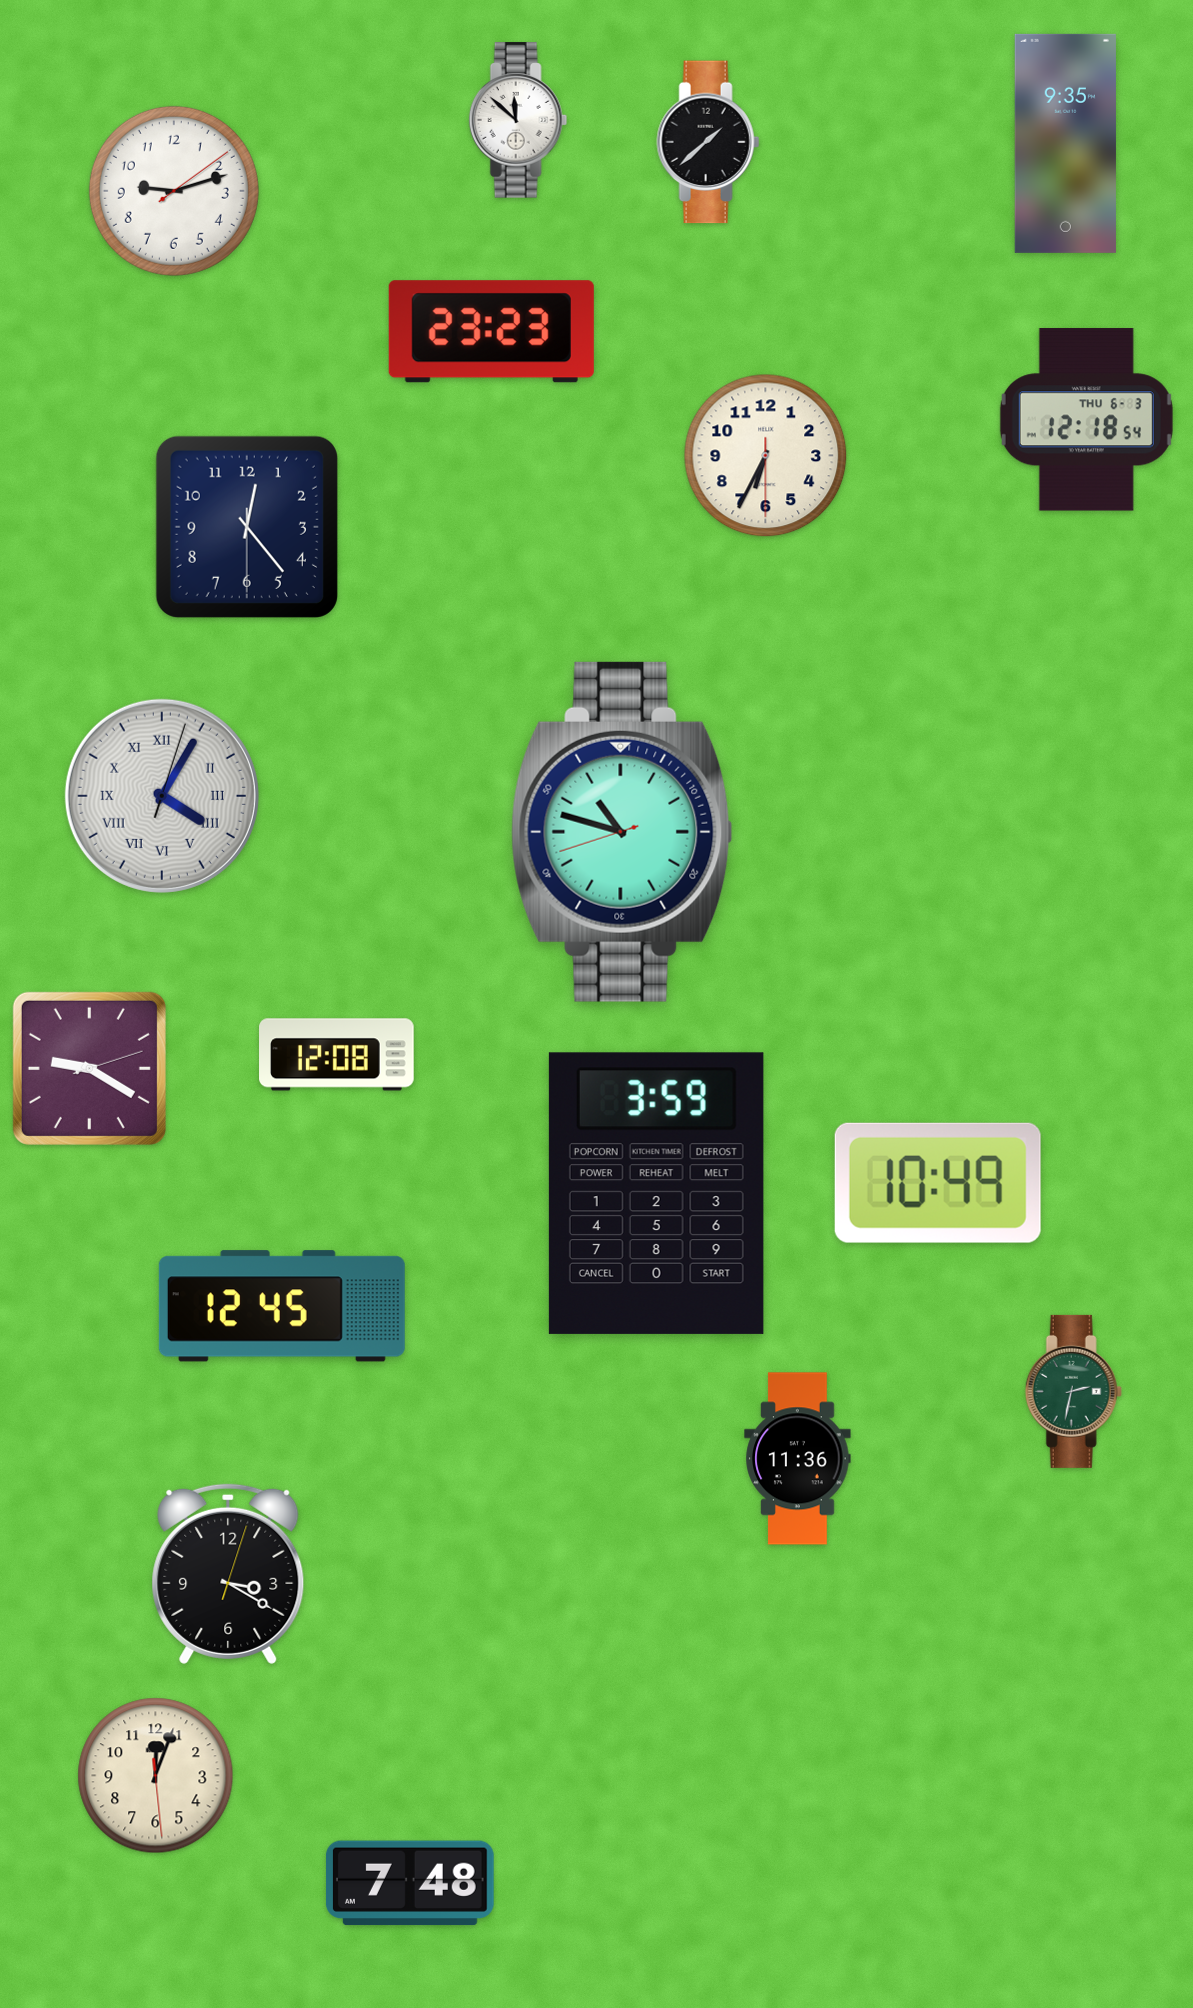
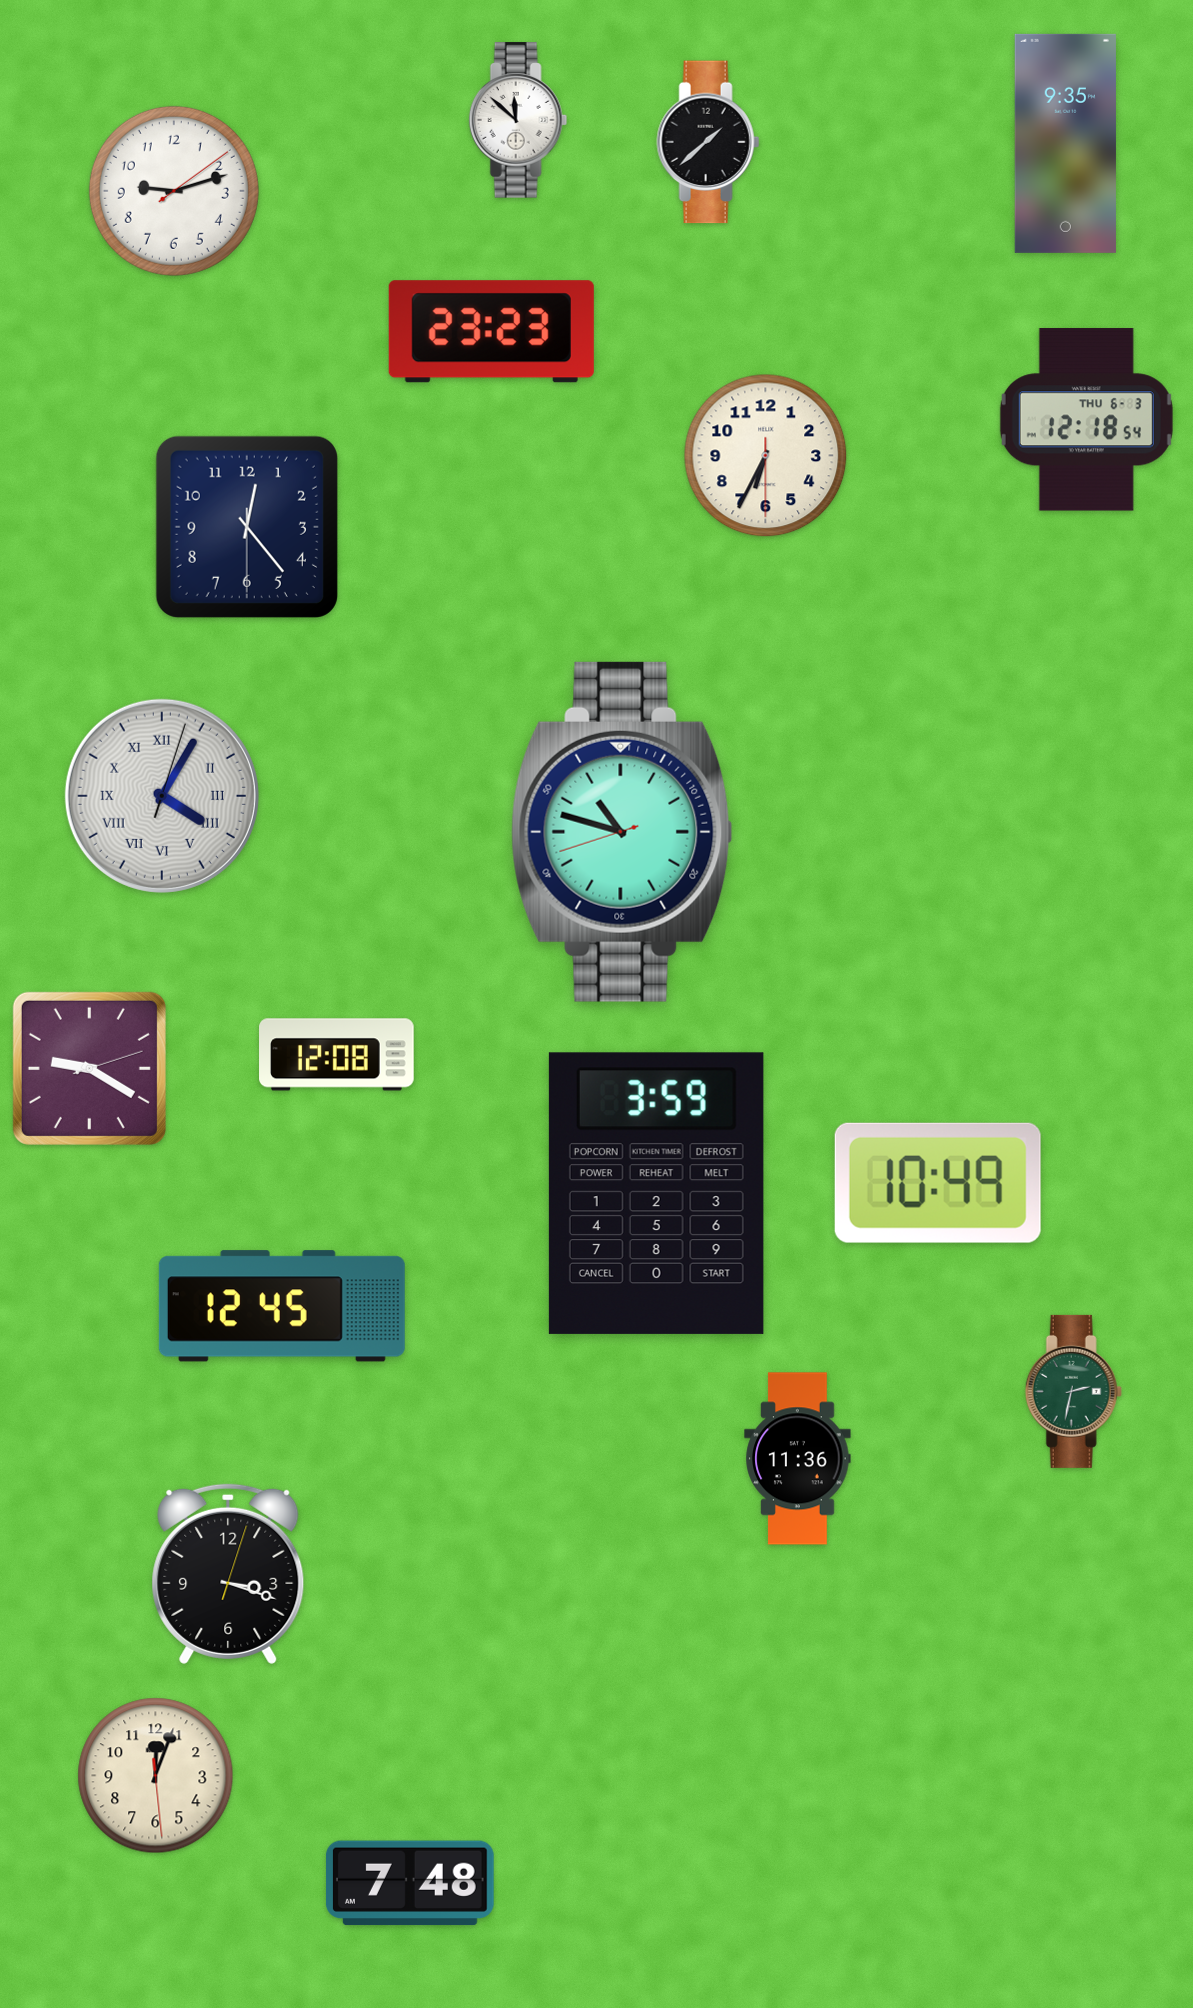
clock at (228, 1574): 3:20 -> 3:18
